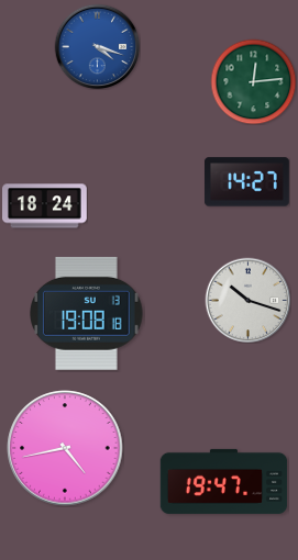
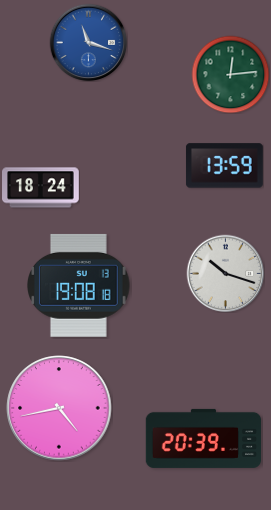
clock at (97, 46): 4:18 -> 11:18
clock at (246, 182): 14:27 -> 13:59
clock at (224, 481): 19:47 -> 20:39
